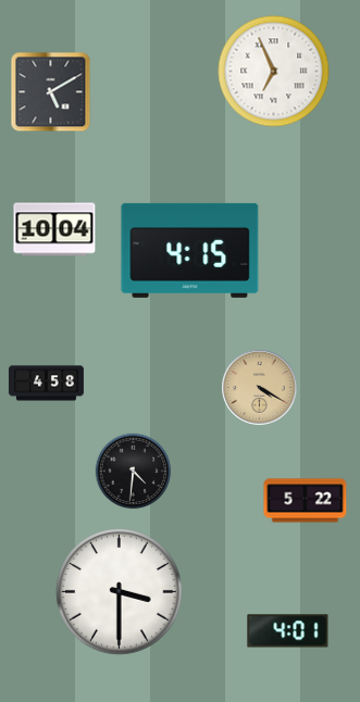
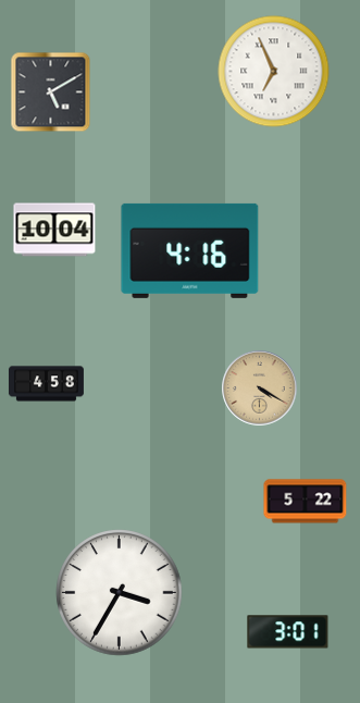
clock at (190, 250): 4:15 -> 4:16
clock at (134, 472): 4:31 -> none
clock at (120, 592): 3:30 -> 3:35
clock at (288, 631): 4:01 -> 3:01
